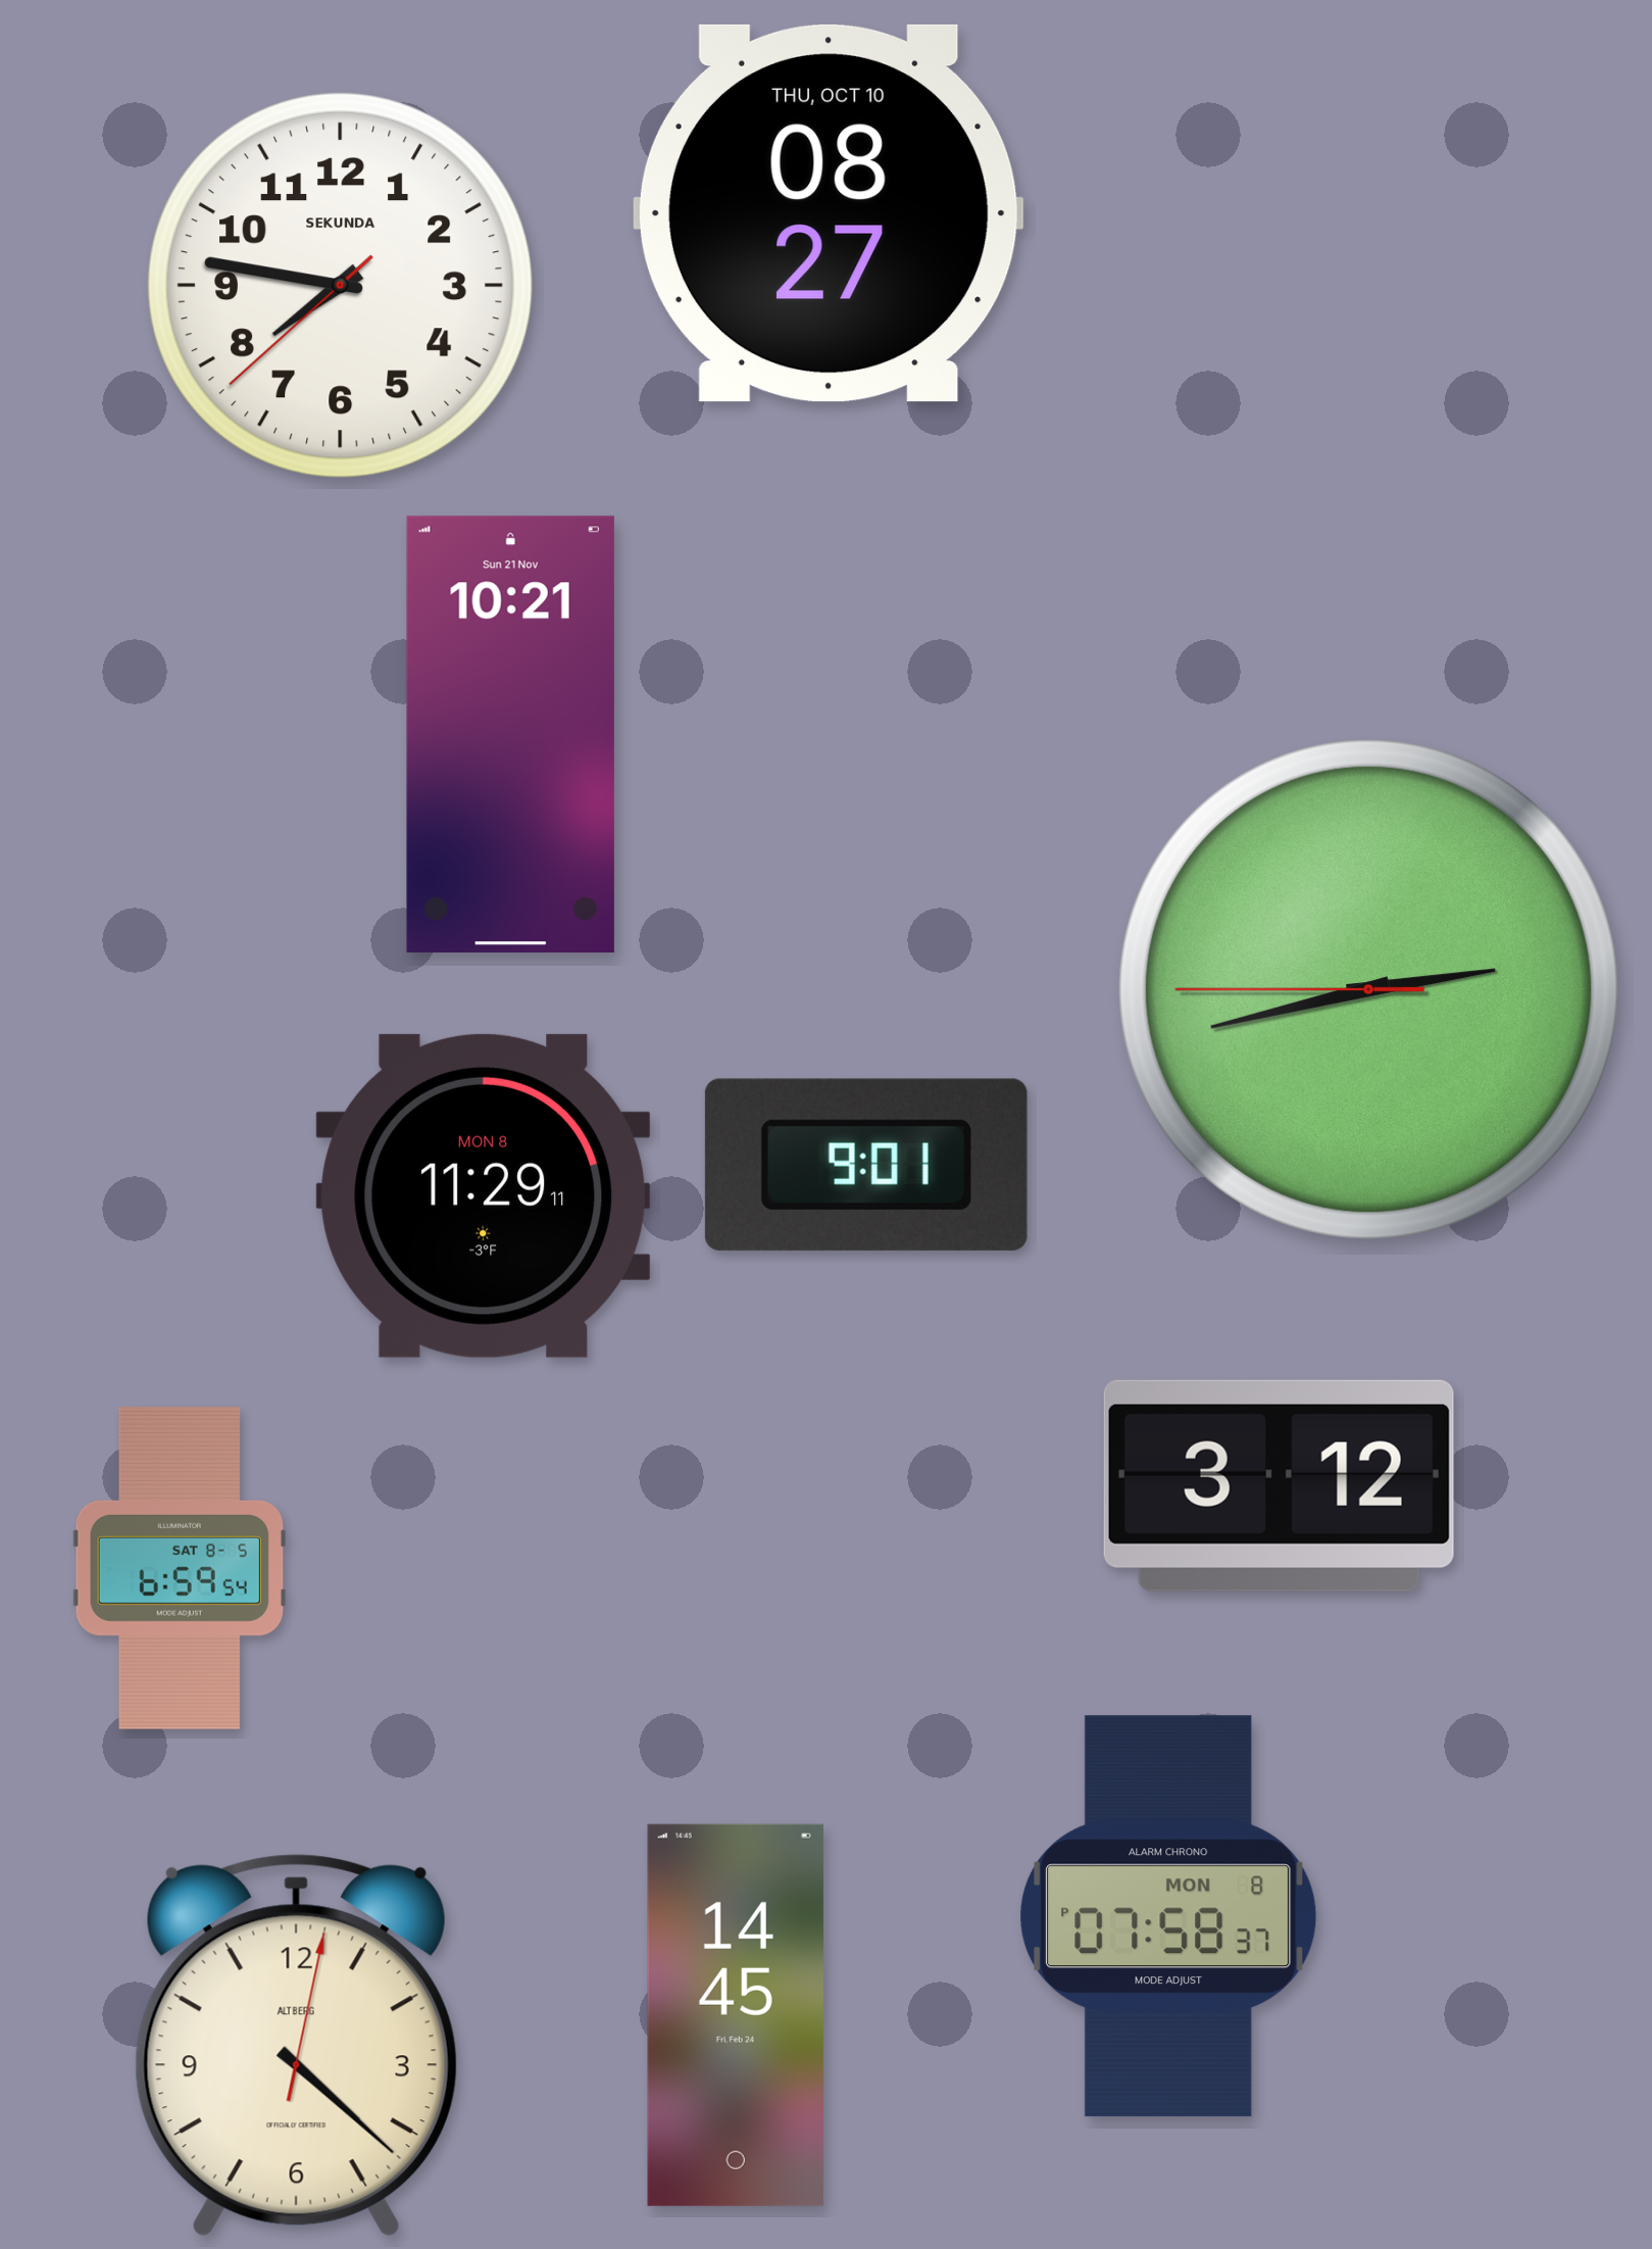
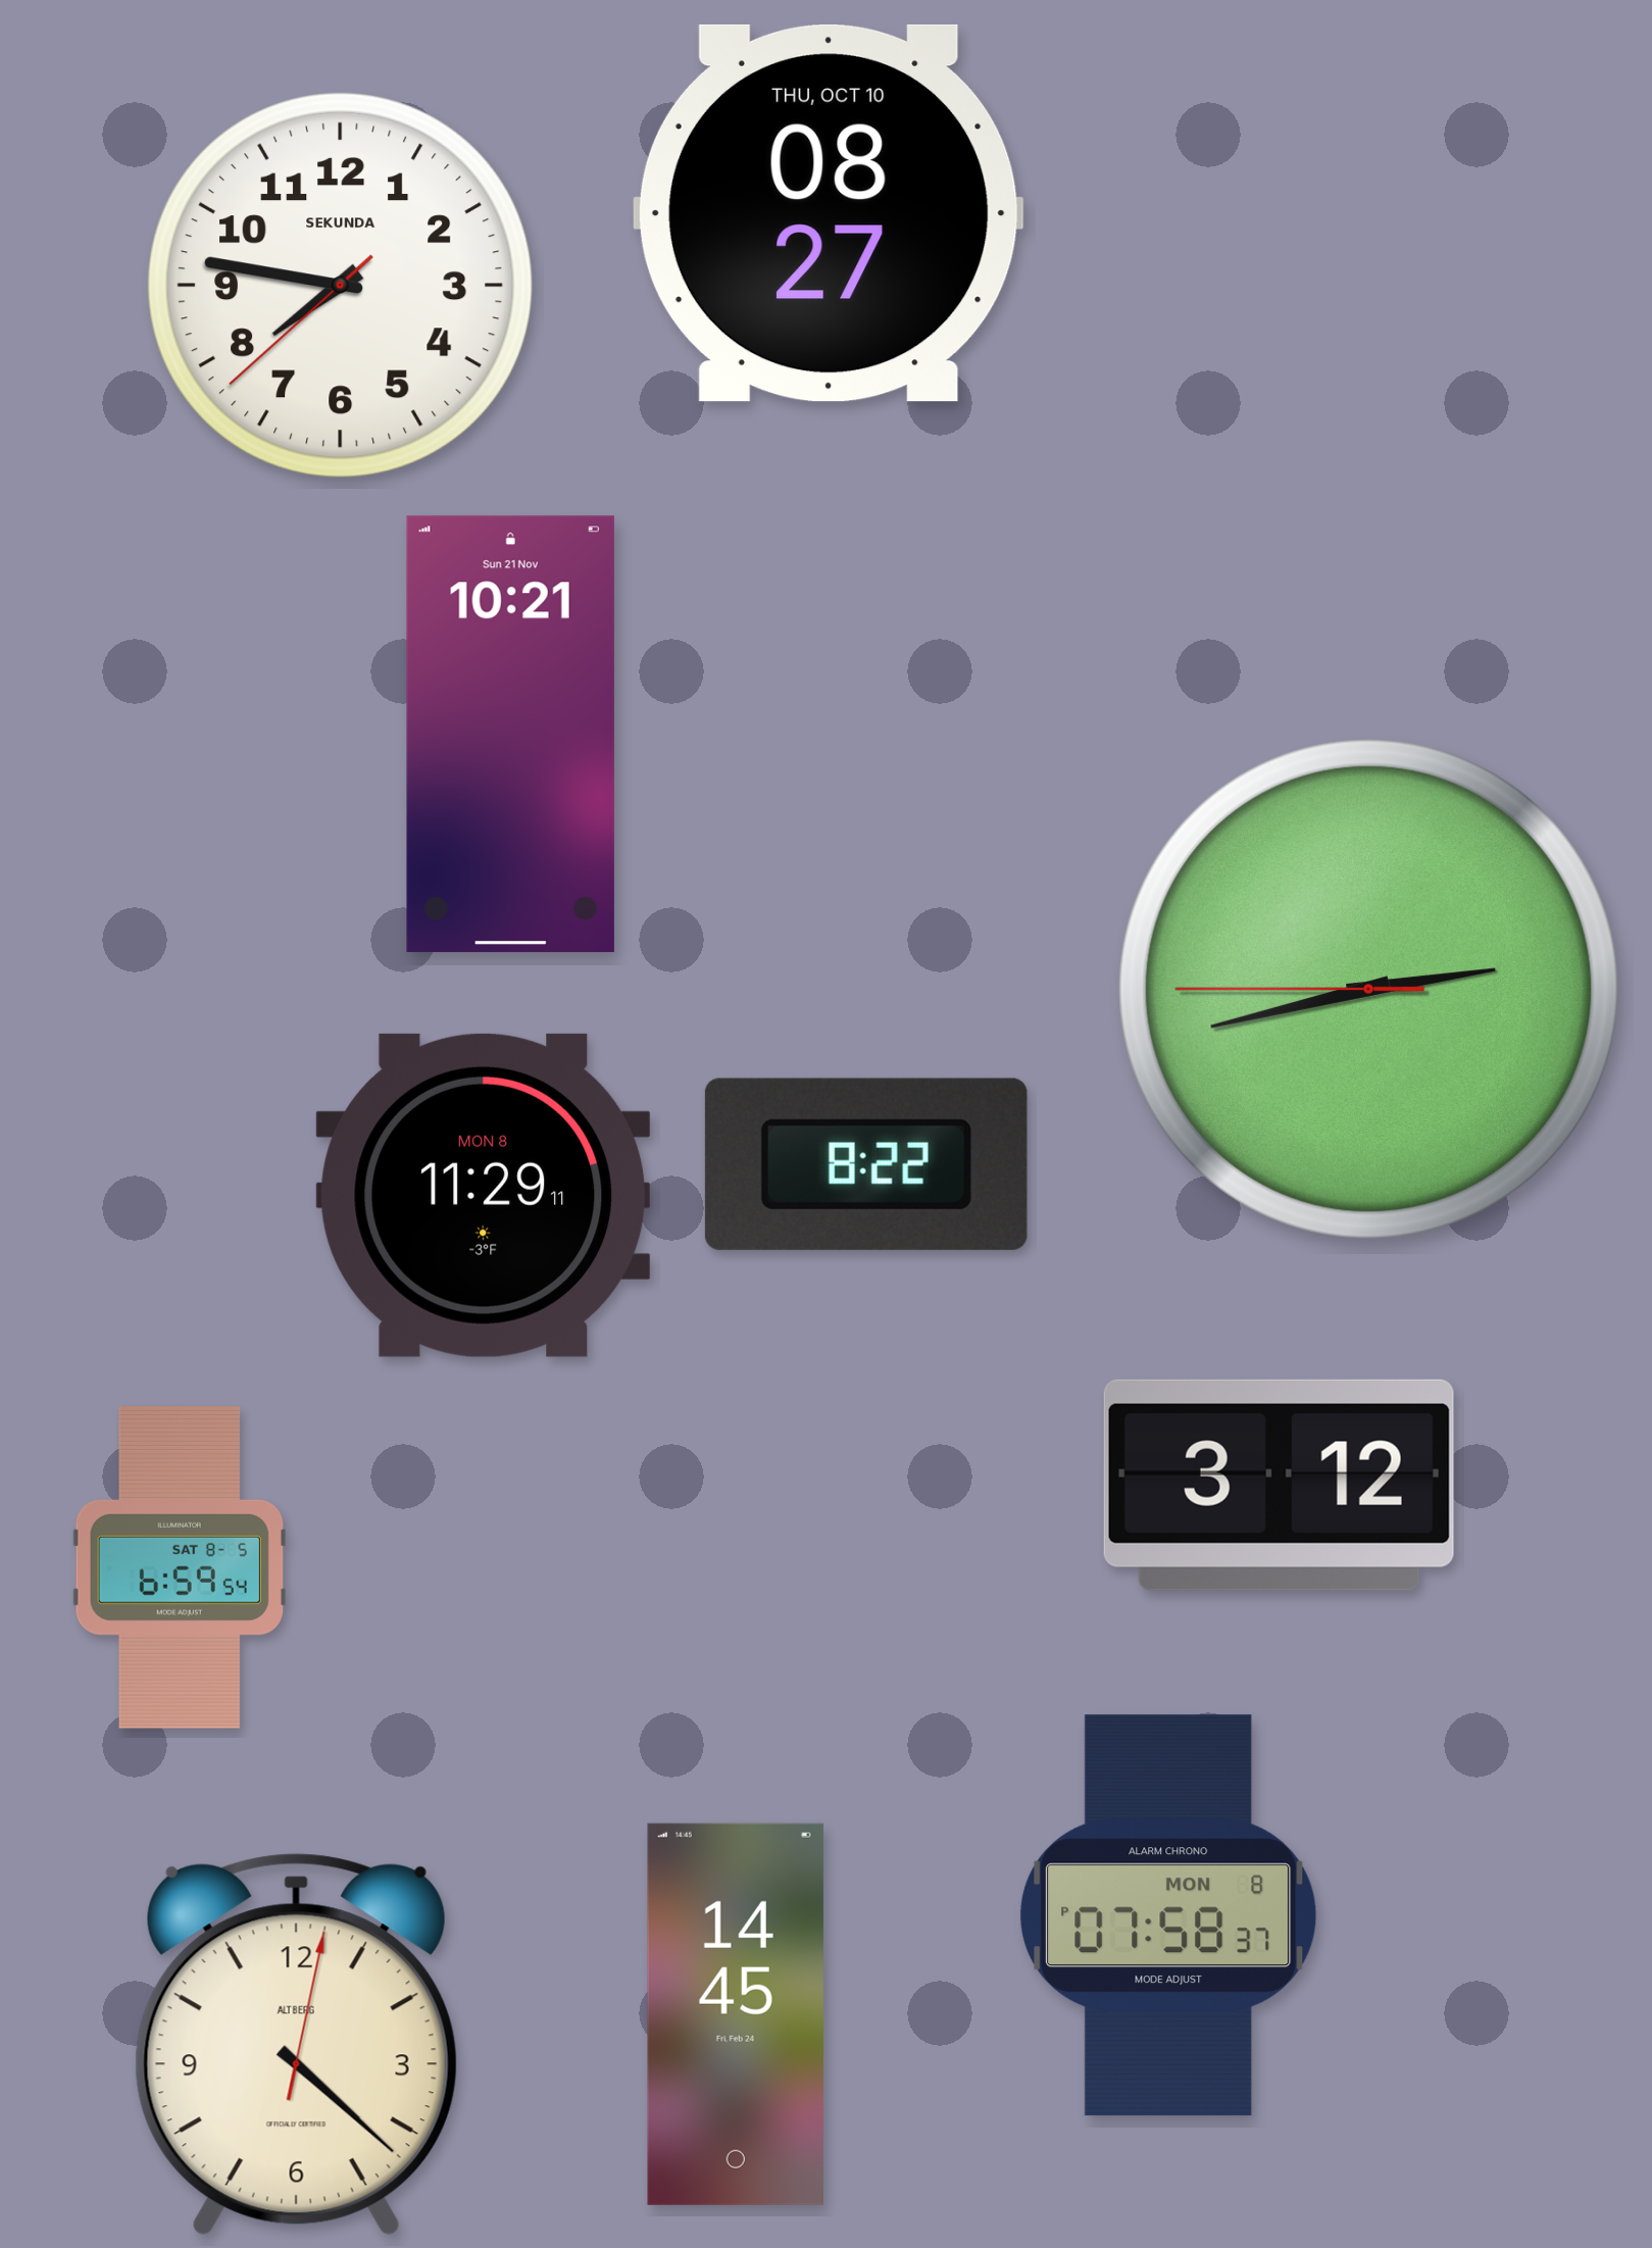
clock at (866, 1165): 9:01 -> 8:22
